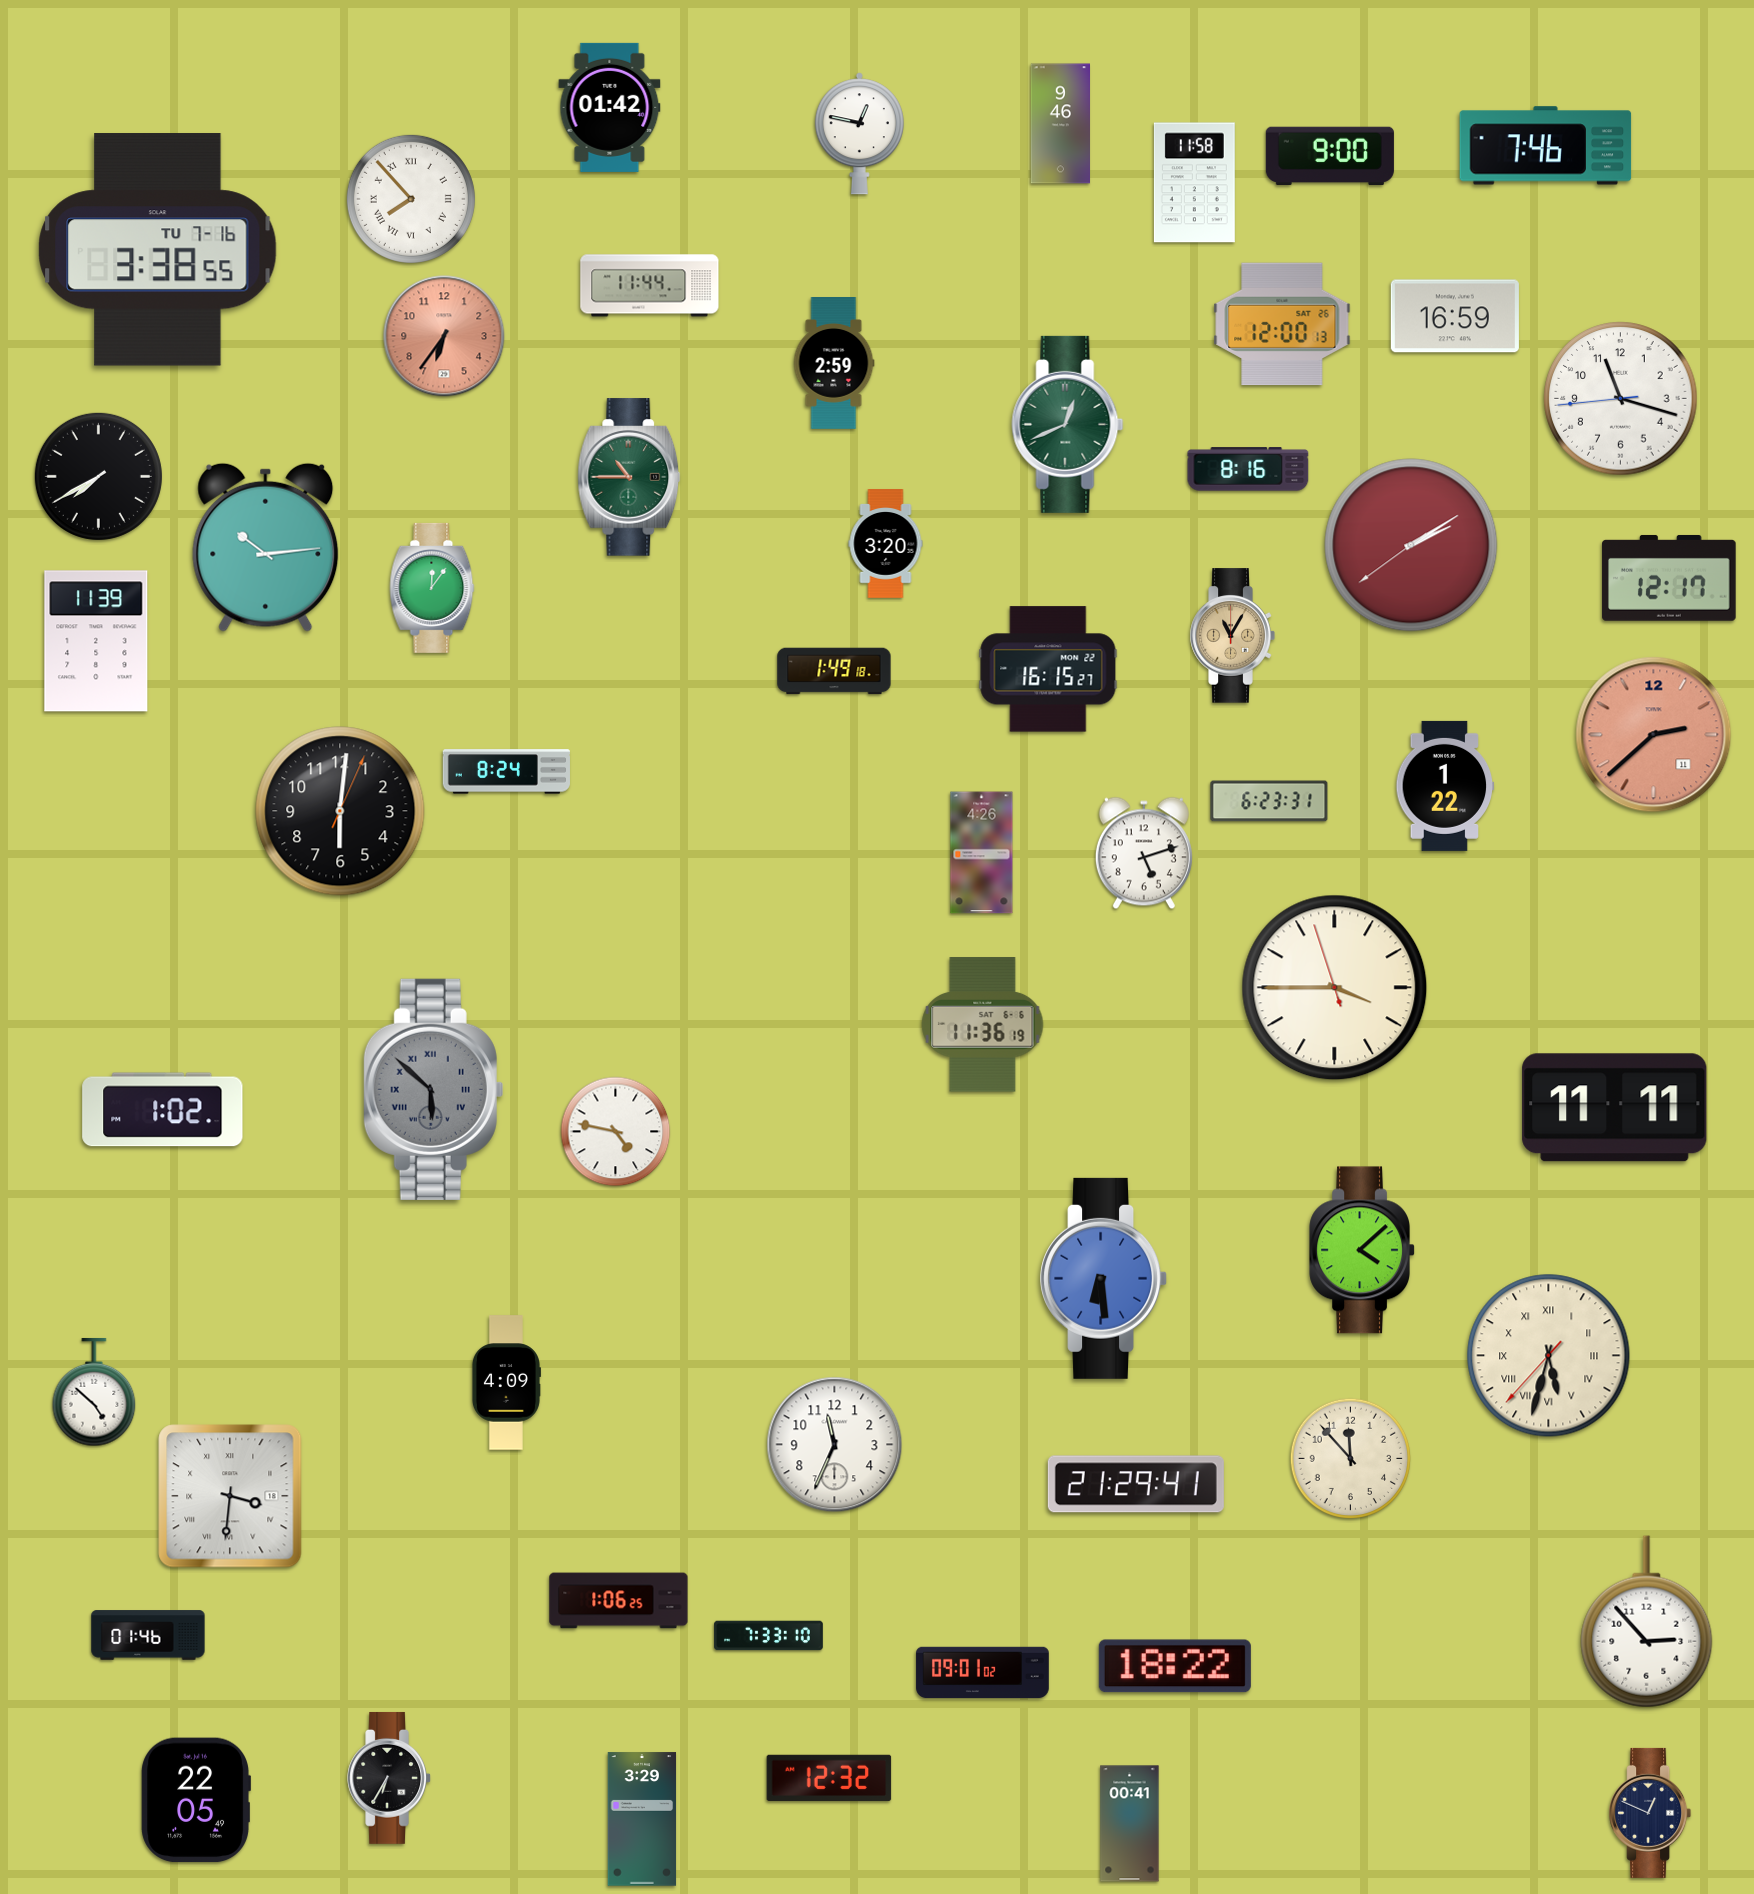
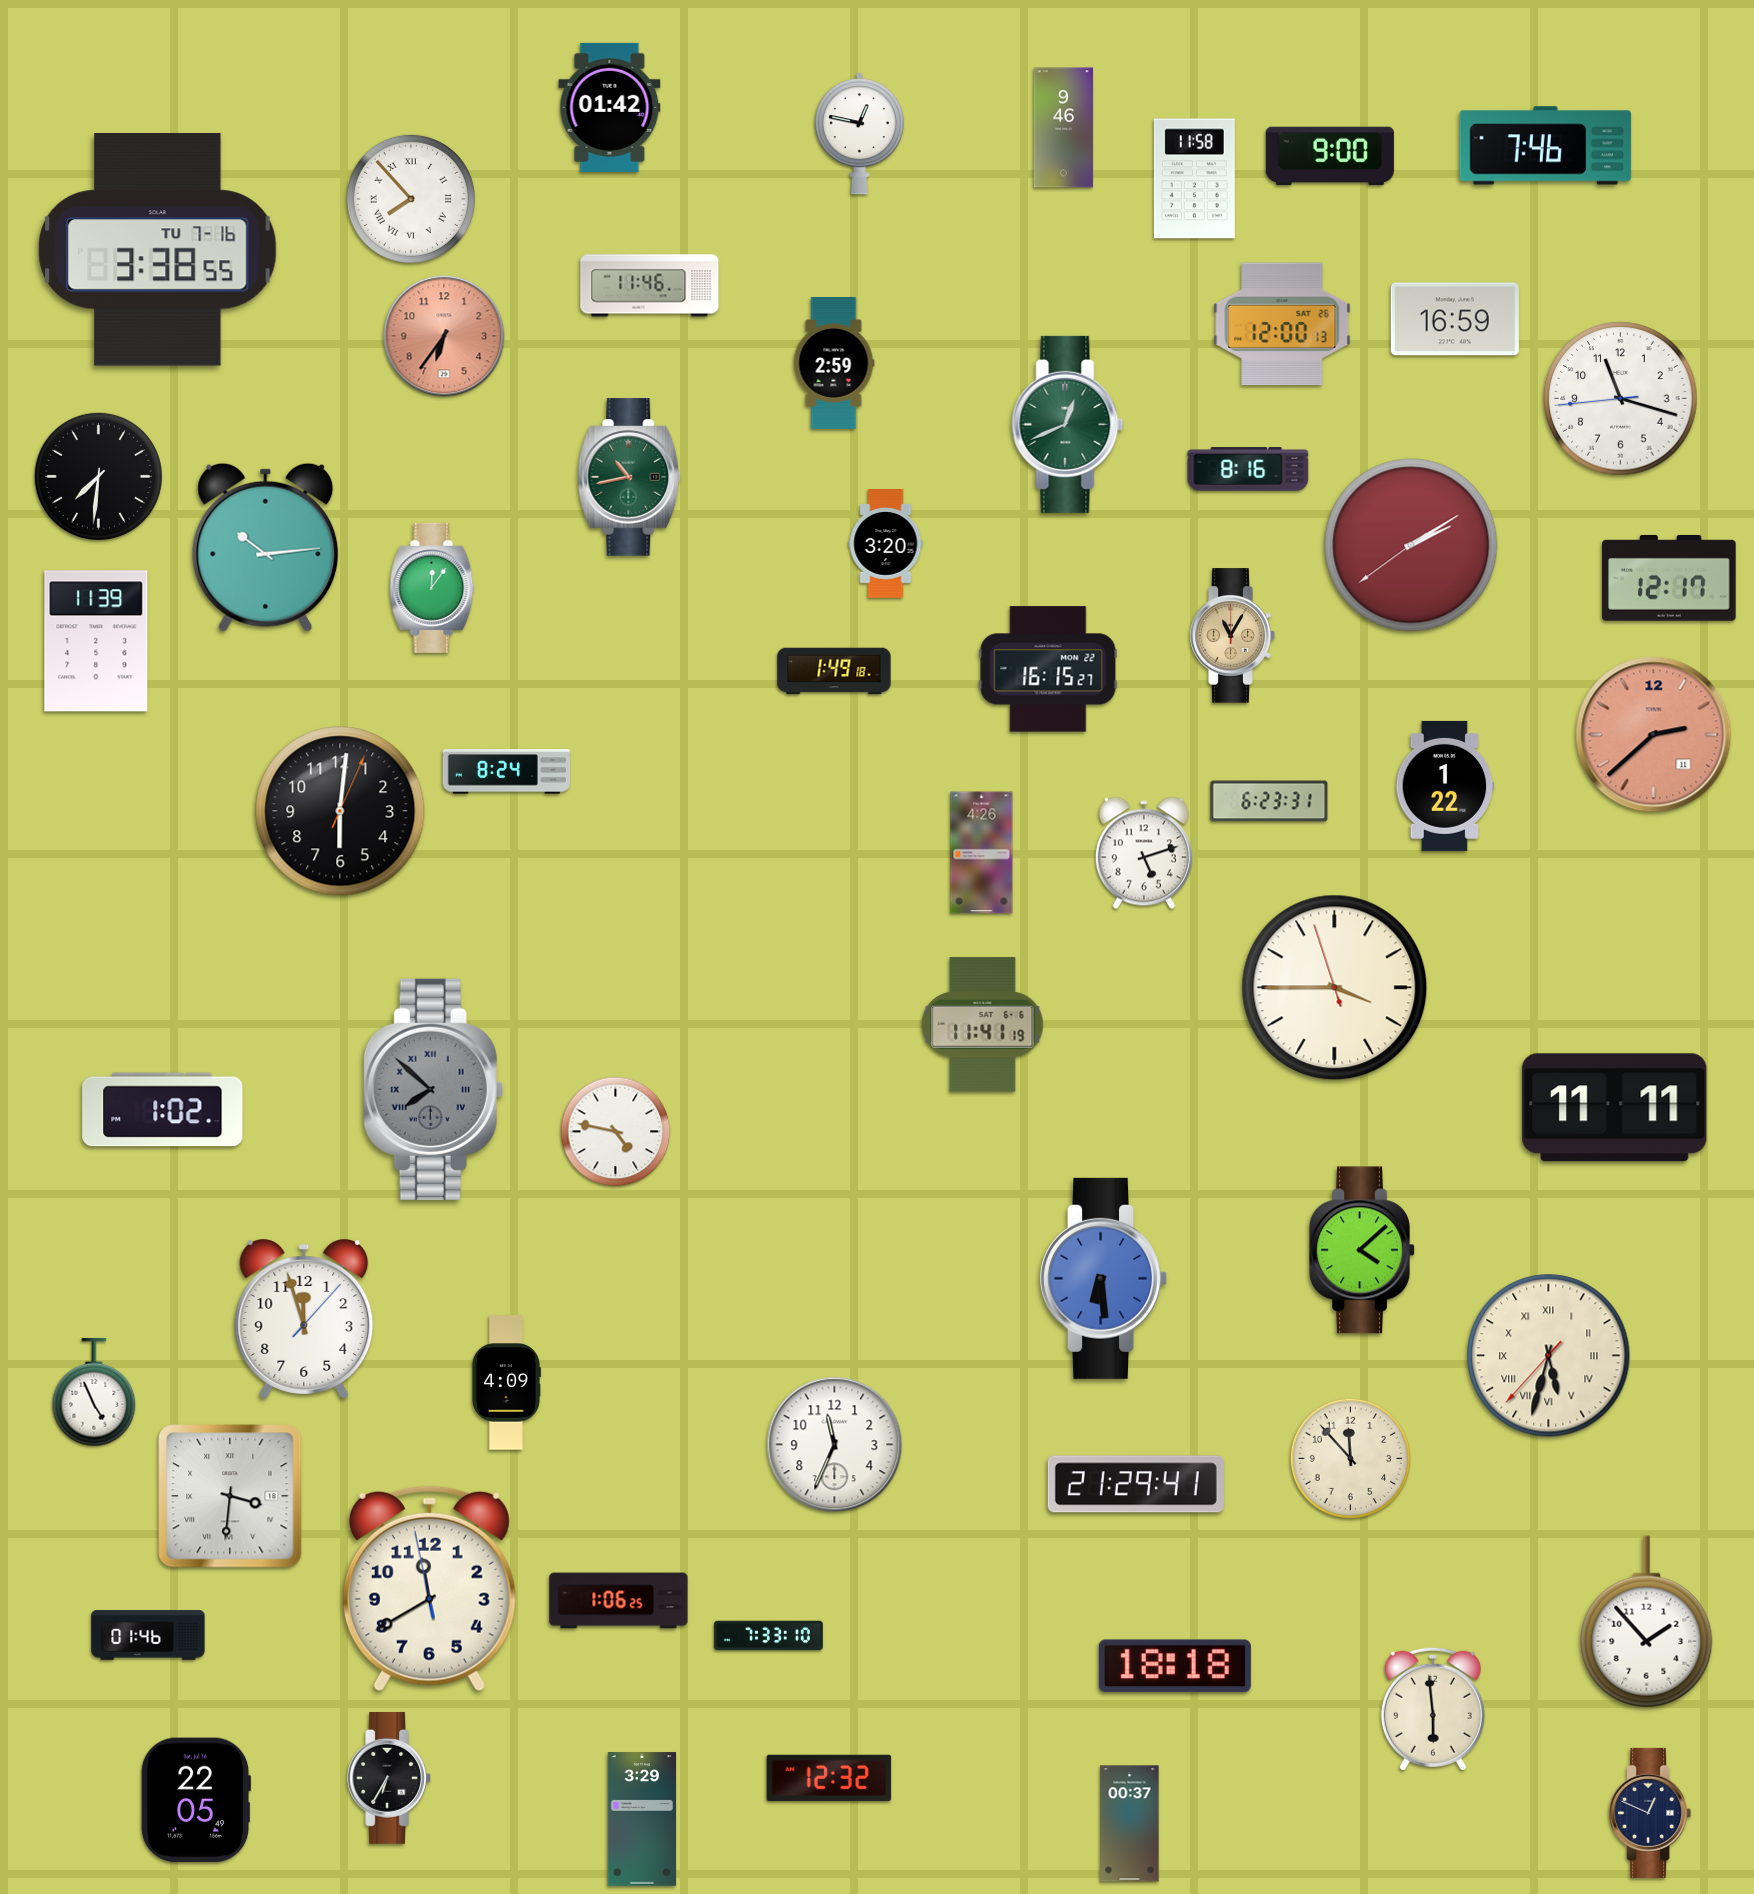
clock at (1060, 124) position: (1060, 124) -> (1063, 128)
clock at (1194, 183) position: (1194, 183) -> (1194, 179)
clock at (650, 286): 11:44 -> 11:46
clock at (1455, 316) position: (1455, 316) -> (1455, 319)
clock at (98, 476): 7:40 -> 7:31
clock at (629, 477): 10:45 -> 10:43
clock at (983, 1025): 11:36 -> 11:41
clock at (434, 1089): 5:52 -> 7:52
clock at (304, 1319): none -> 11:57
clock at (94, 1392): 4:52 -> 4:56
clock at (429, 1589): none -> 11:39
clock at (1647, 1622): 2:53 -> 1:53
clock at (1175, 1666): 18:22 -> 18:18
clock at (983, 1673): 09:01 -> none
clock at (1433, 1709): none -> 5:59
clock at (1130, 1824): 00:41 -> 00:37
